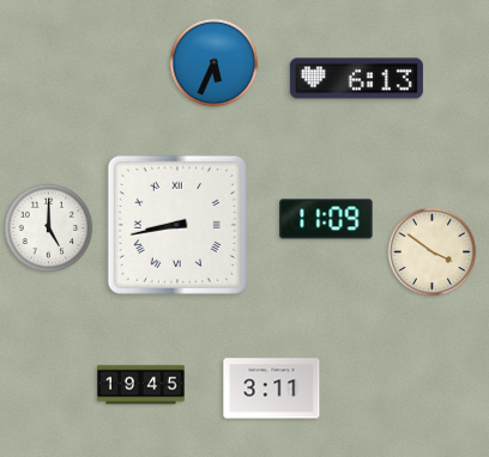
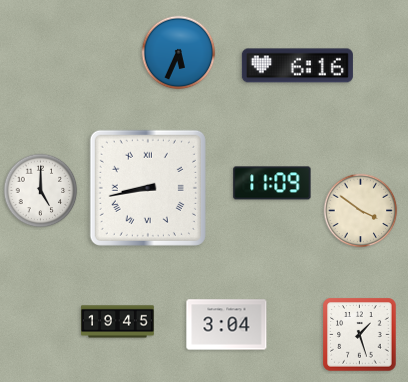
clock at (356, 79): 6:13 -> 6:16
clock at (272, 389): 3:11 -> 3:04
clock at (360, 335): none -> 1:27
